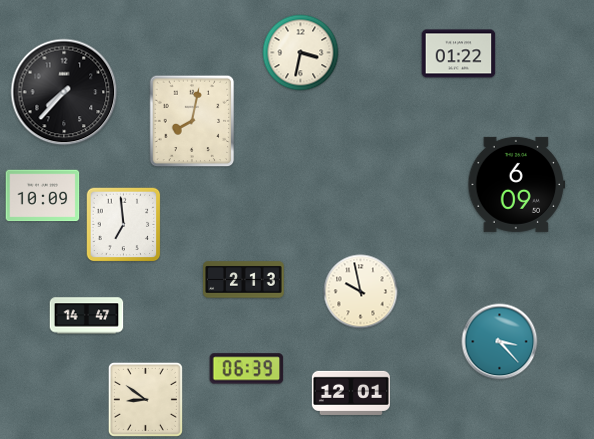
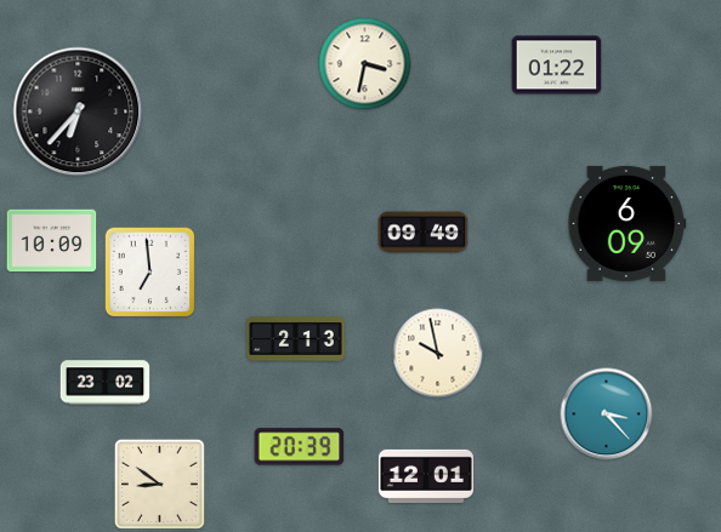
clock at (64, 92): 7:37 -> 6:37
clock at (192, 121): 8:02 -> none
clock at (424, 233): none -> 09:49
clock at (43, 196) position: (43, 196) -> (52, 241)
clock at (87, 316): 14:47 -> 23:02
clock at (247, 369): 06:39 -> 20:39
clock at (145, 399) position: (145, 399) -> (159, 484)
